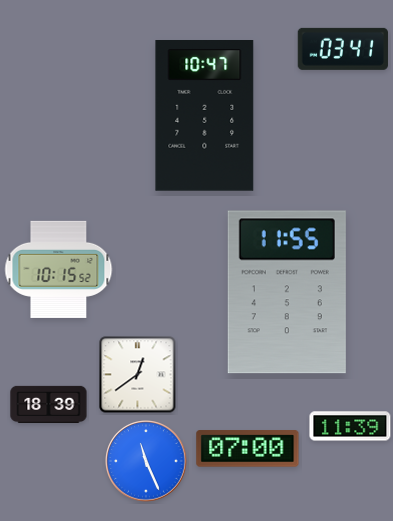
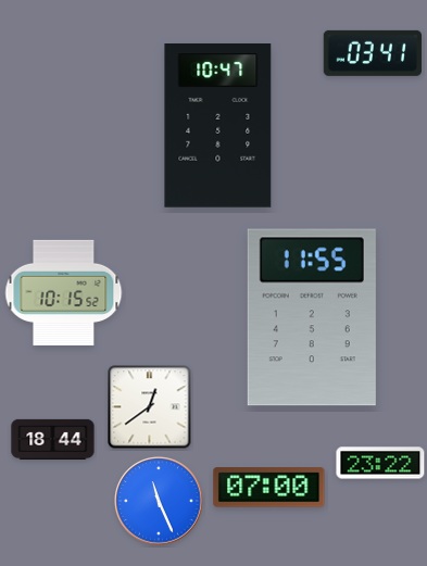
clock at (205, 116) position: (205, 116) -> (218, 126)
clock at (49, 404): 18:39 -> 18:44
clock at (350, 426): 11:39 -> 23:22
